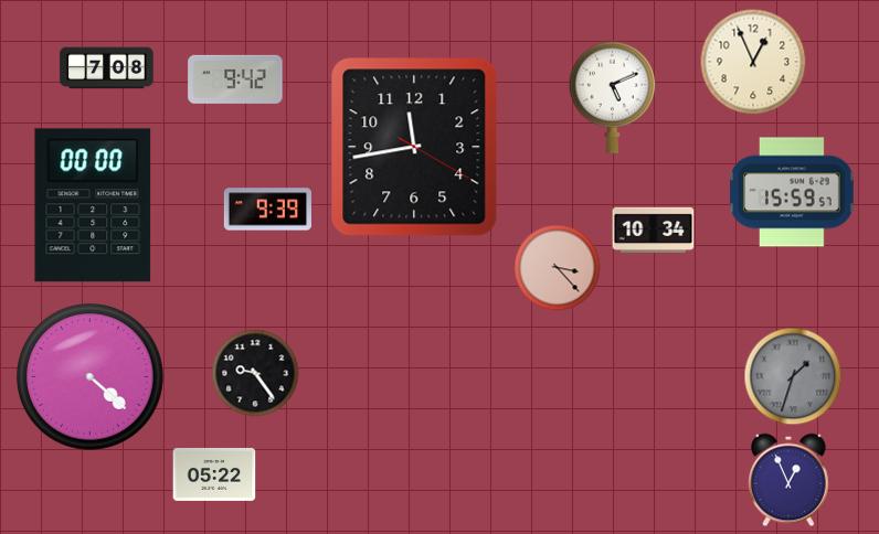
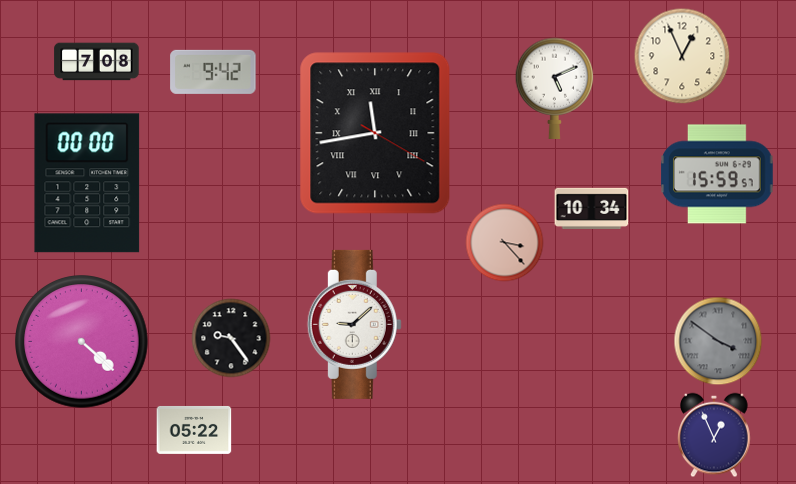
clock at (414, 147) numerals: Arabic -> Roman
clock at (93, 205) position: (93, 205) -> (87, 183)
clock at (267, 210): 9:39 -> none
clock at (354, 324): none -> 9:08
clock at (793, 376): 1:33 -> 3:51
